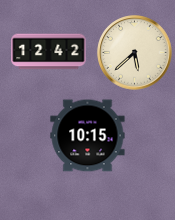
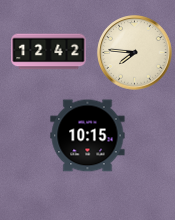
clock at (135, 53): 5:38 -> 7:46
